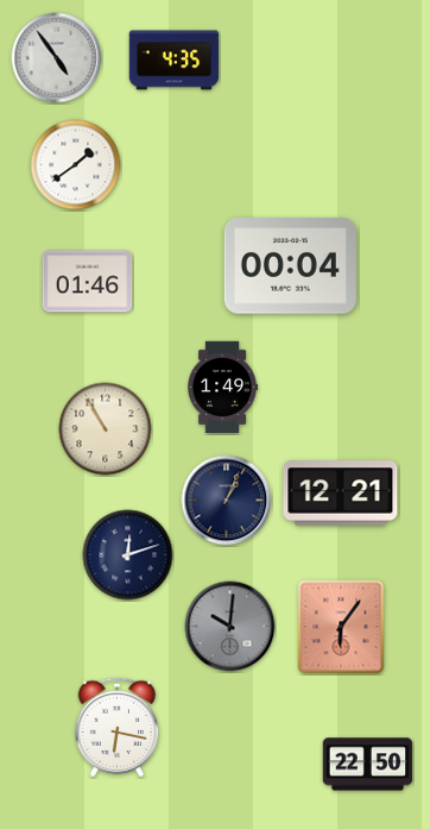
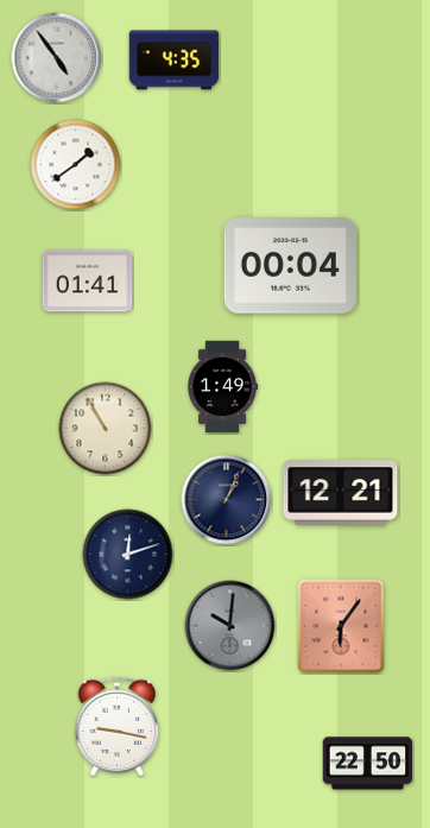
clock at (88, 282): 01:46 -> 01:41
clock at (118, 728): 6:17 -> 9:17
